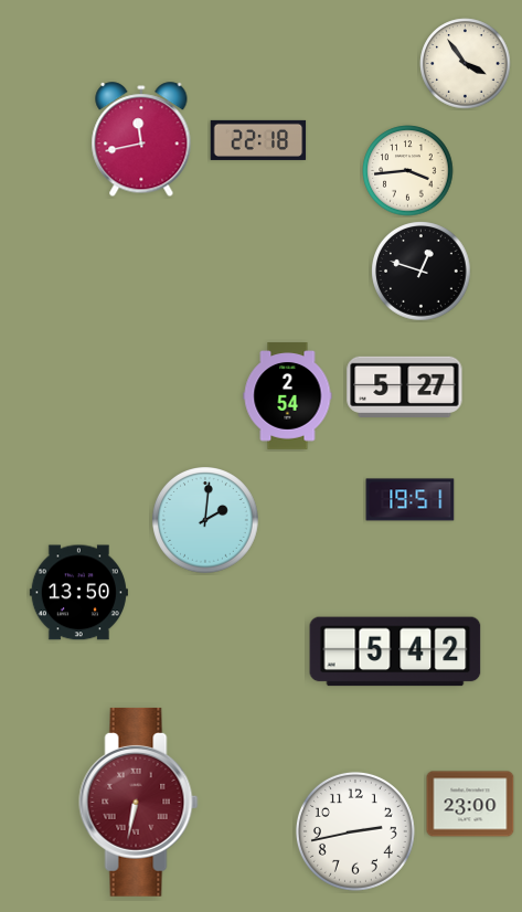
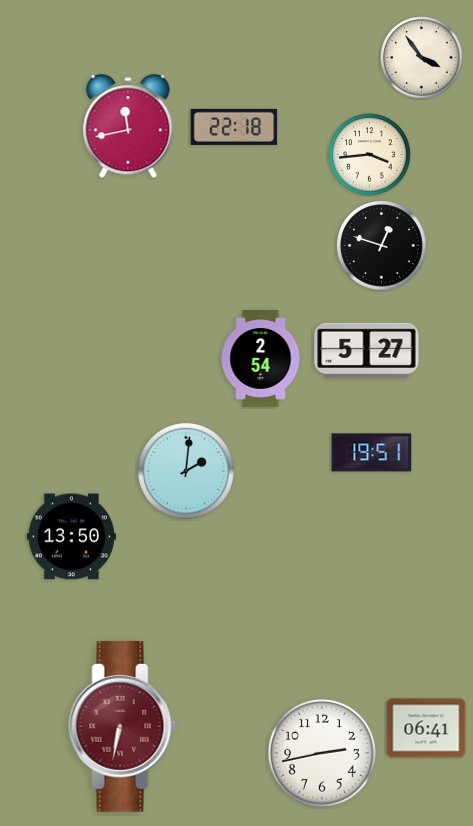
clock at (395, 651): 5:42 -> none
clock at (139, 802) position: (139, 802) -> (123, 726)
clock at (470, 804): 23:00 -> 06:41
